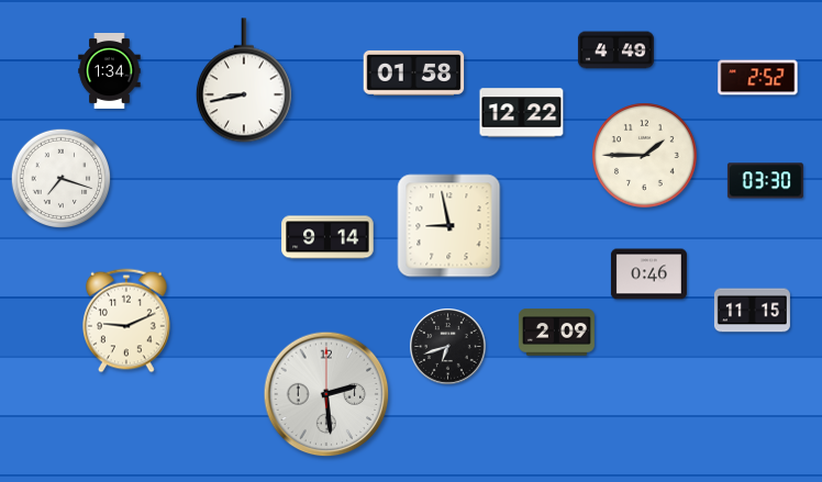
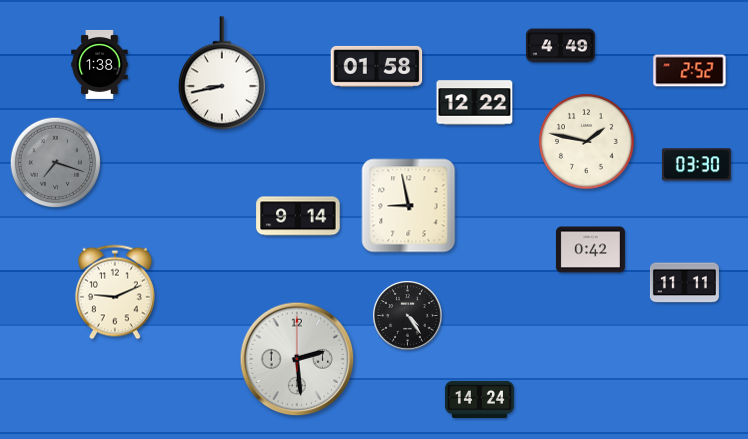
clock at (110, 70): 1:34 -> 1:38
clock at (645, 156): 1:45 -> 1:47
clock at (62, 179) dial: white -> grey
clock at (648, 274): 0:46 -> 0:42
clock at (752, 311): 11:15 -> 11:11
clock at (556, 333): 2:09 -> none
clock at (448, 347): 6:42 -> 4:24
clock at (479, 400): none -> 14:24
